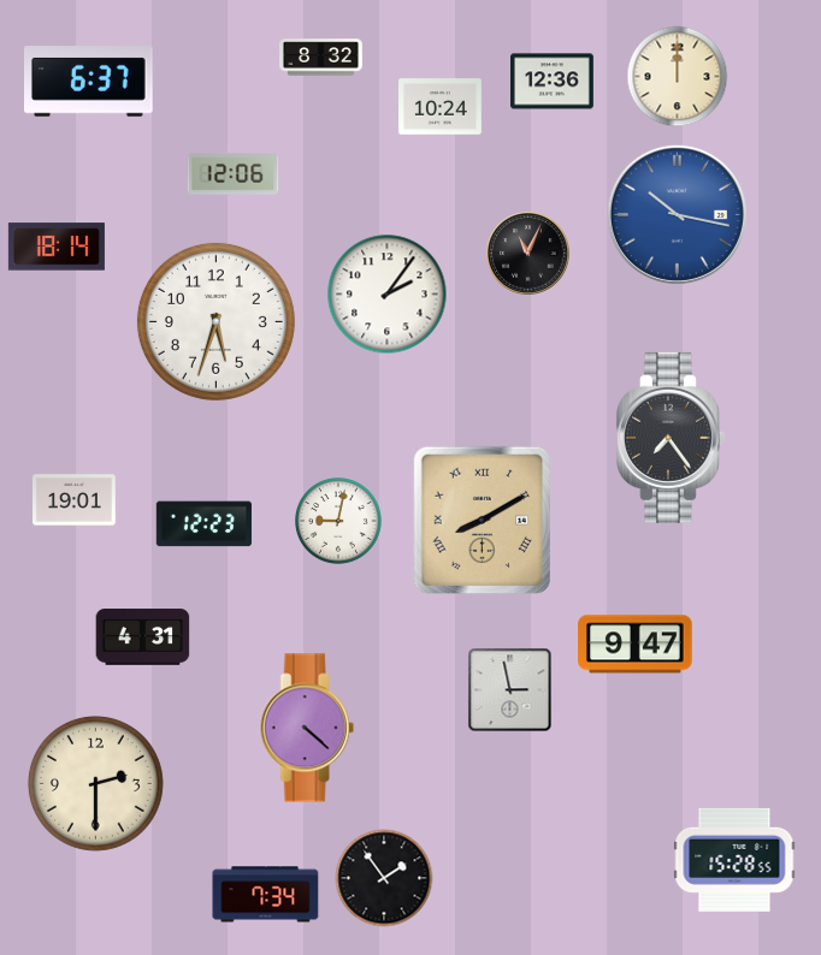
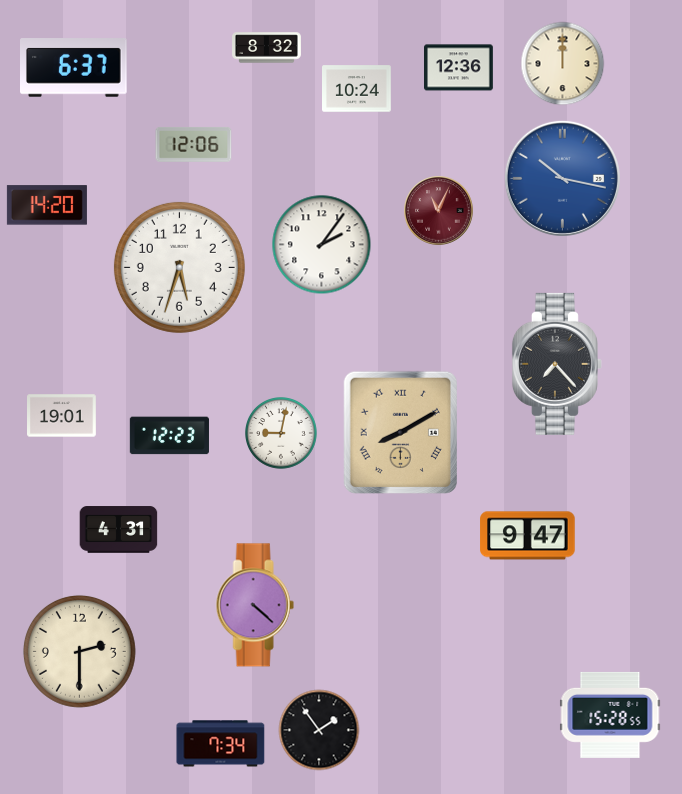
clock at (441, 107) position: (441, 107) -> (357, 89)
clock at (57, 247): 18:14 -> 14:20
clock at (528, 254) dial: black -> burgundy
clock at (671, 438): 7:24 -> 7:23
clock at (510, 690): 2:58 -> none
